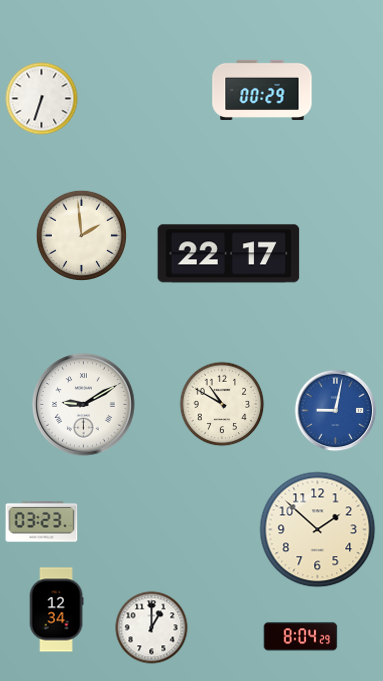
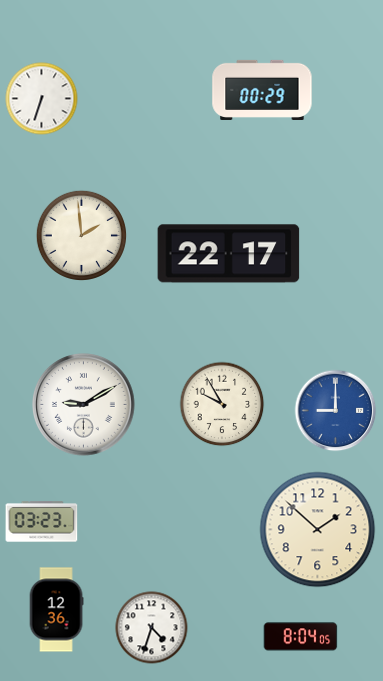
clock at (222, 404): 10:50 -> 9:55
clock at (336, 411): 9:02 -> 9:00
clock at (56, 610): 12:34 -> 12:36
clock at (152, 628): 1:00 -> 4:33
clock at (301, 637): 8:04:29 -> 8:04:05
